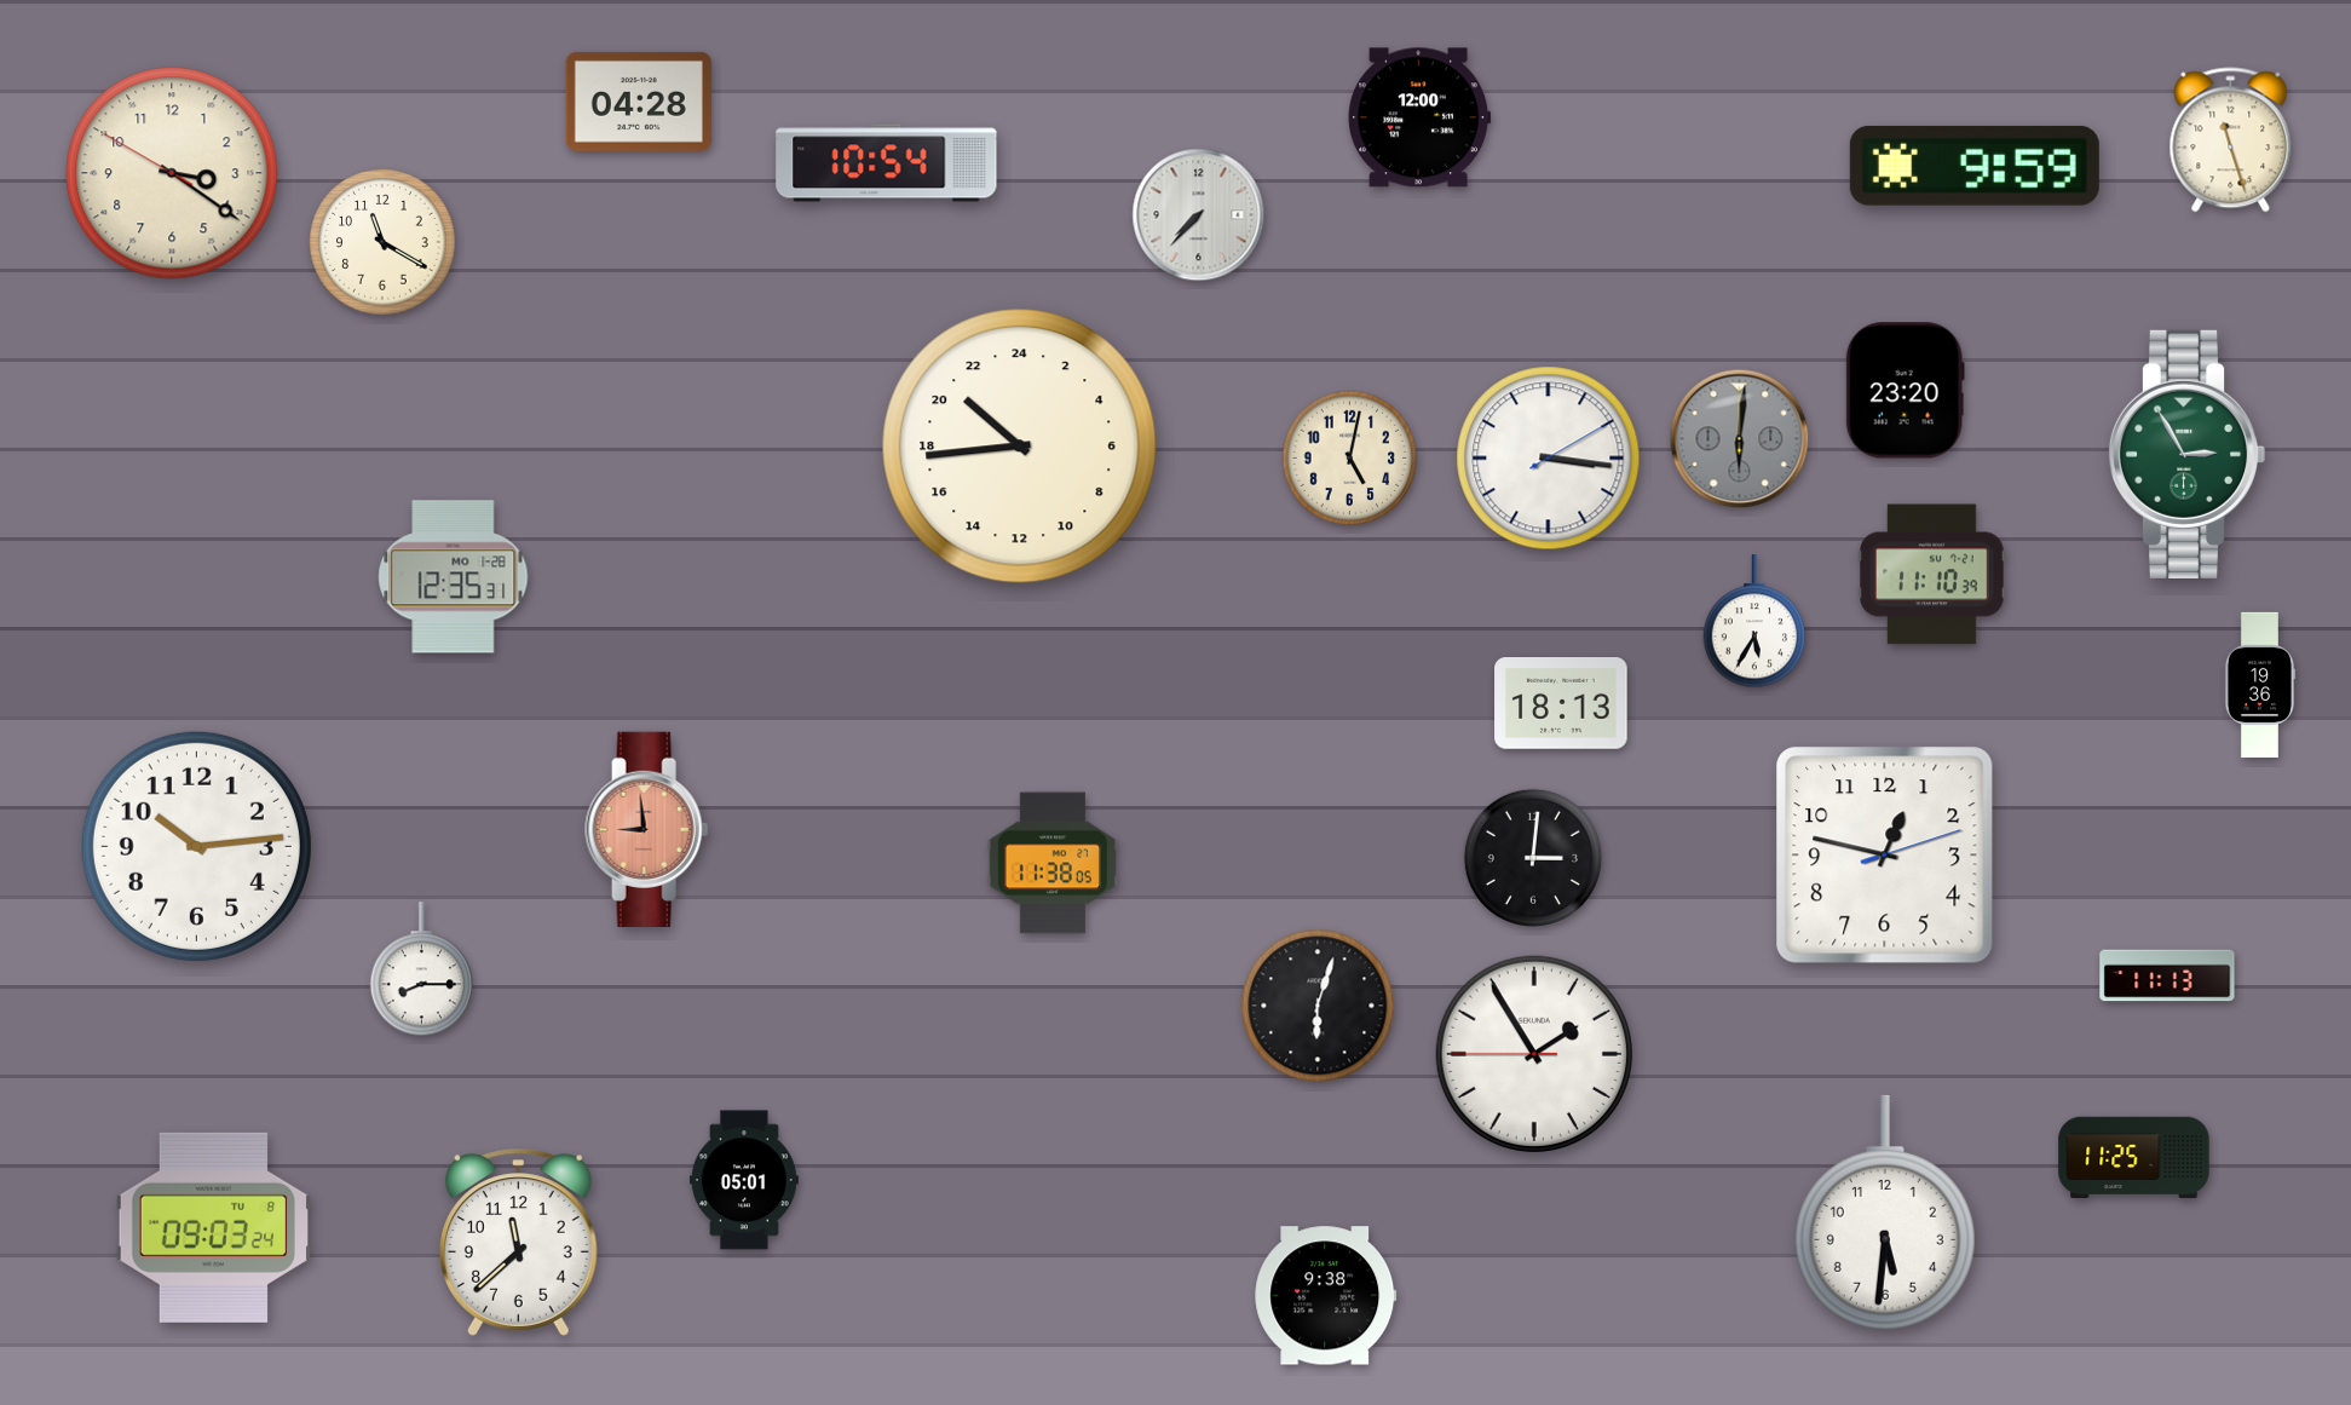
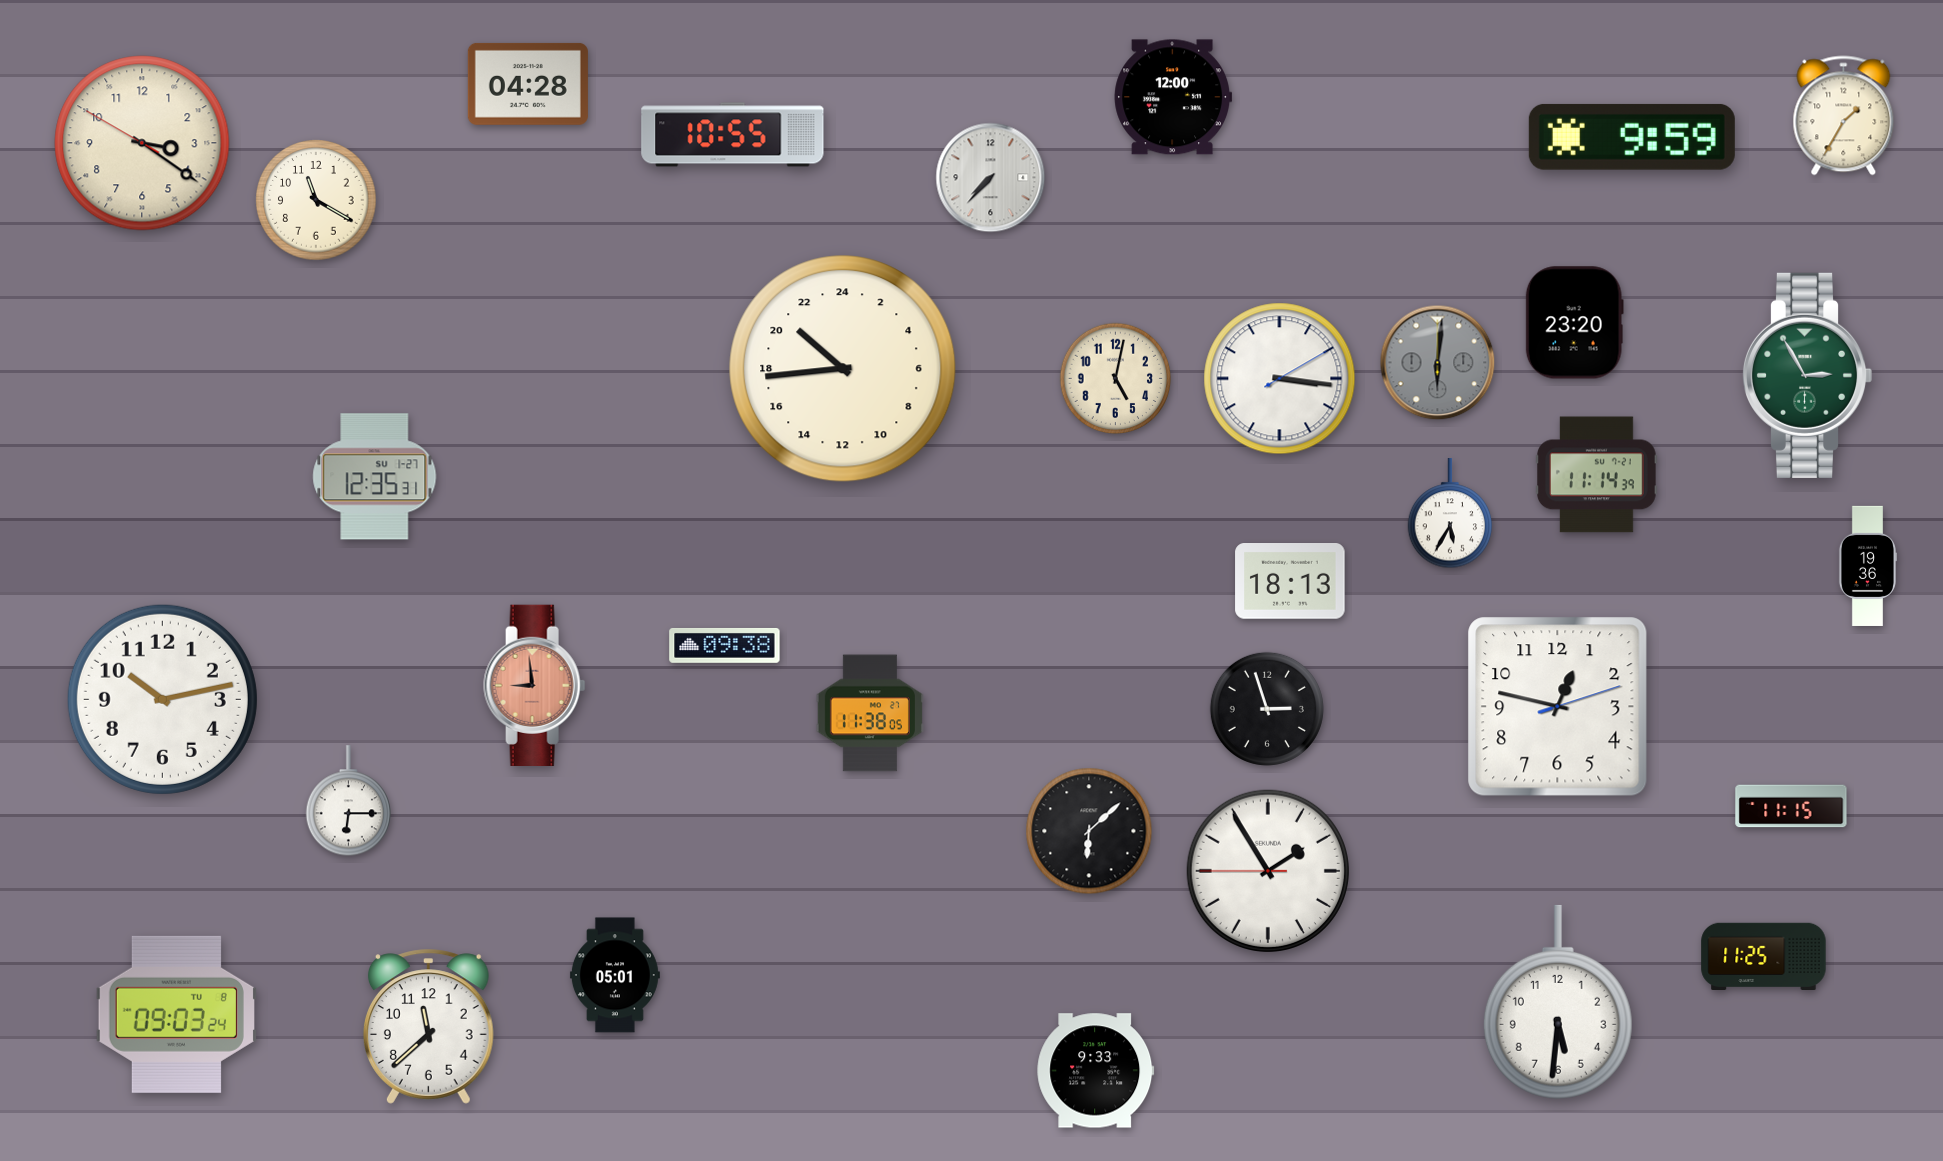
clock at (2231, 140): 11:27 -> 1:35
clock at (887, 163): 10:54 -> 10:55
clock at (1932, 575): 11:10 -> 11:14
clock at (454, 577) date: MO 1-28 -> SU 1-27
clock at (725, 645): none -> 09:38
clock at (196, 846): 10:14 -> 10:13
clock at (1533, 858): 3:01 -> 2:57
clock at (421, 969): 8:15 -> 6:15
clock at (2167, 975): 11:13 -> 11:15
clock at (1318, 1006): 6:03 -> 6:08
clock at (1326, 1296): 9:38 -> 9:33
